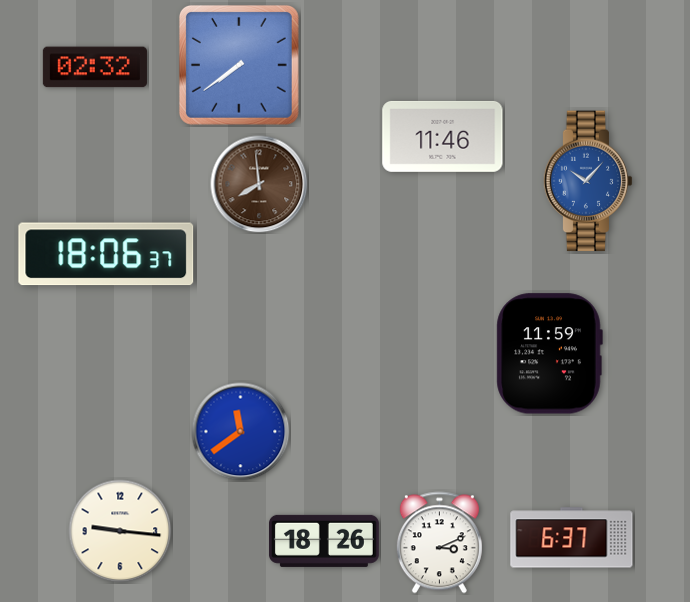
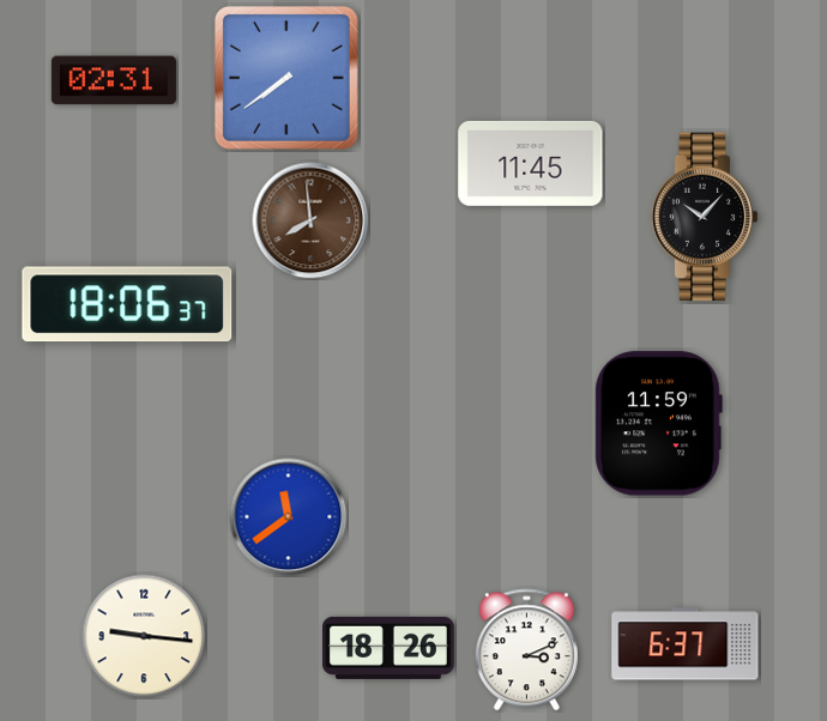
clock at (95, 67): 02:32 -> 02:31
clock at (443, 136): 11:46 -> 11:45
clock at (588, 181) dial: blue -> black
